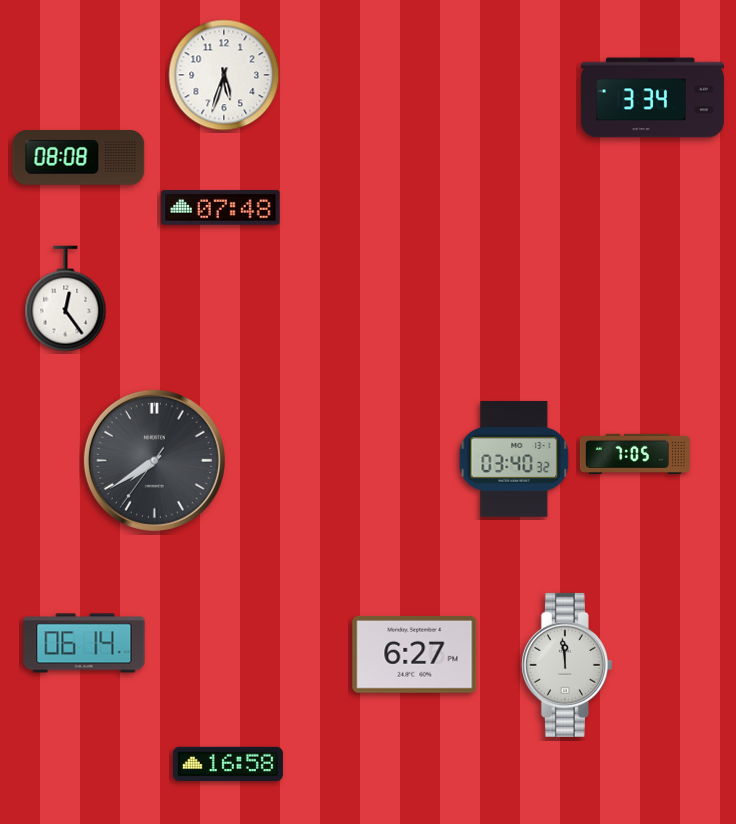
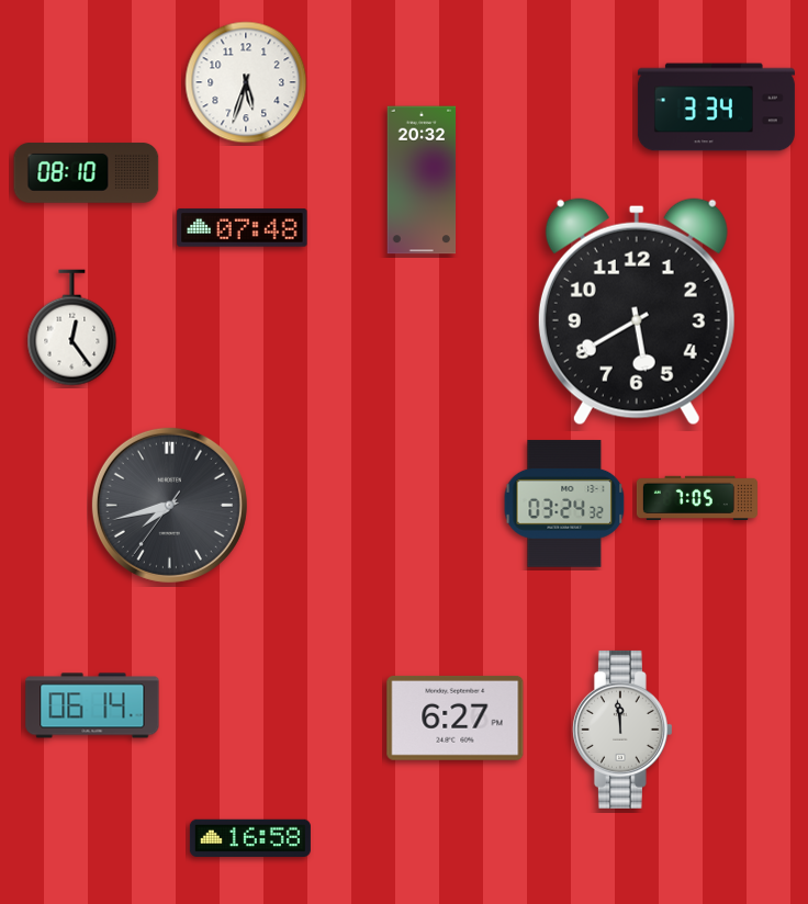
clock at (79, 158): 08:08 -> 08:10
clock at (422, 180): none -> 20:32
clock at (637, 312): none -> 5:40
clock at (514, 459): 03:40 -> 03:24
clock at (154, 460): 7:39 -> 7:42
